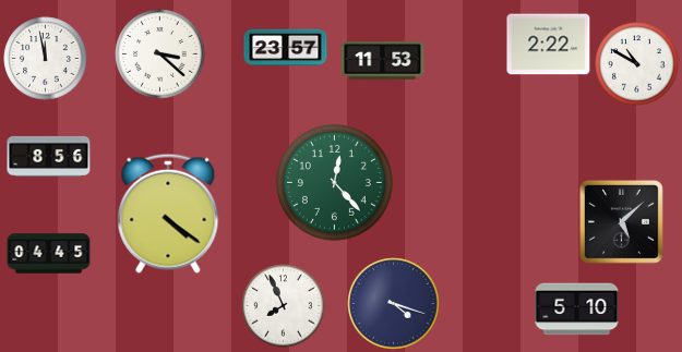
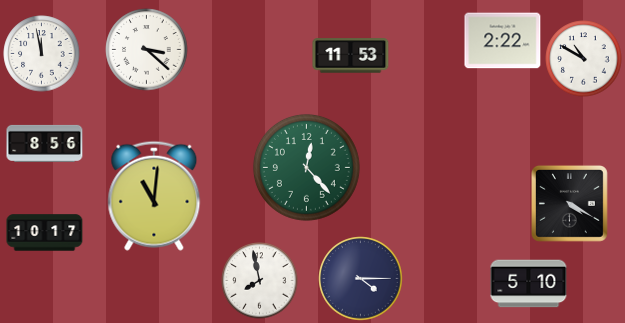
clock at (286, 48): 23:57 -> none
clock at (168, 214): 4:21 -> 11:01
clock at (621, 221): 5:08 -> 4:20
clock at (49, 254): 04:45 -> 10:17
clock at (394, 304): 4:18 -> 4:15
clock at (284, 306): 7:56 -> 7:58
